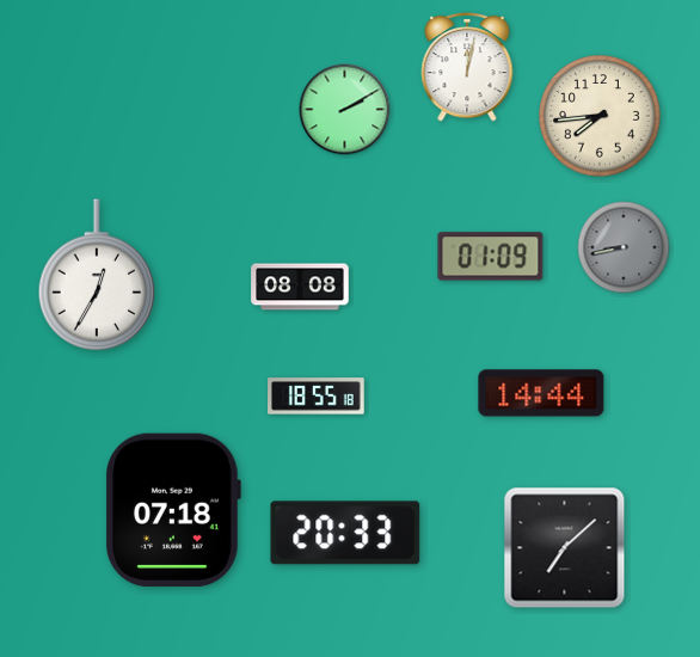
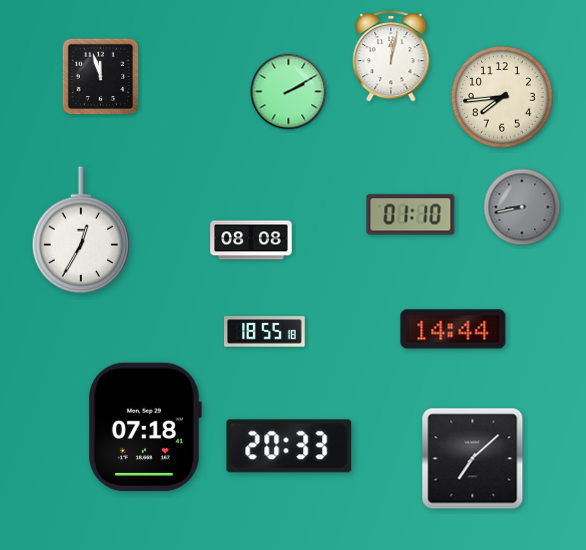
clock at (101, 77): none -> 11:57
clock at (491, 257): 01:09 -> 01:10
